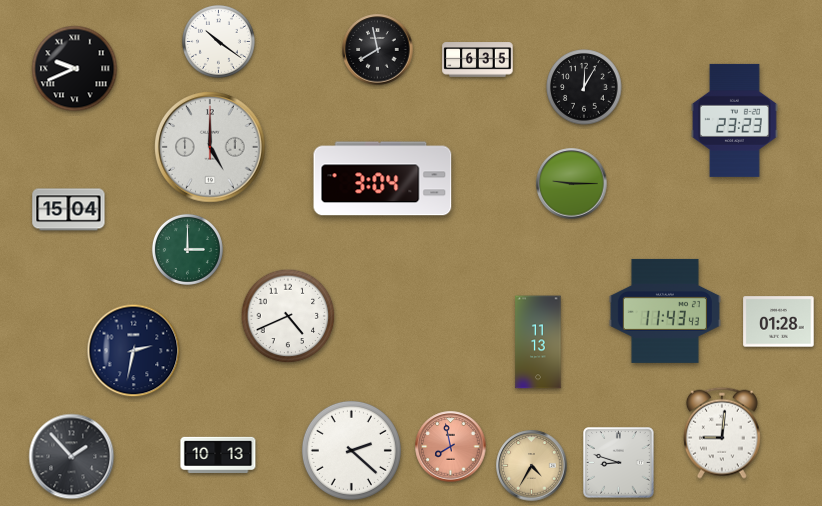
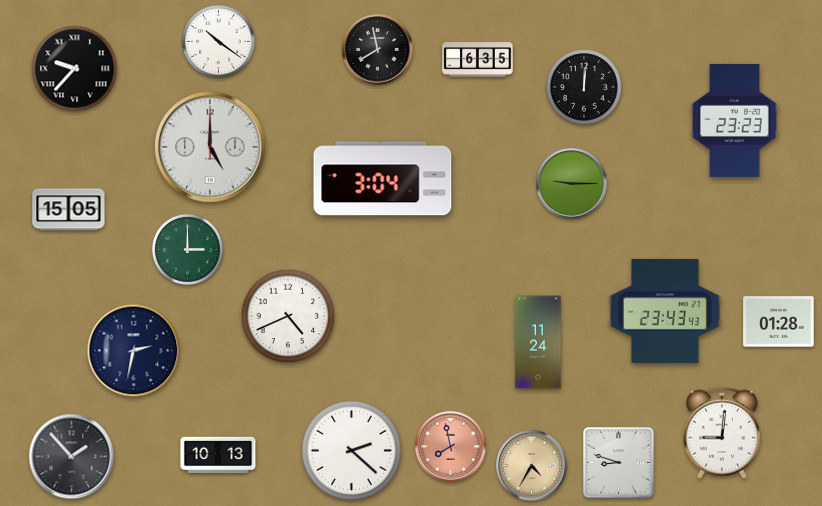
clock at (75, 69): 9:41 -> 9:37
clock at (584, 87): 12:05 -> 12:01
clock at (69, 210): 15:04 -> 15:05
clock at (665, 311): 11:43 -> 23:43
clock at (538, 342): 11:13 -> 11:24
